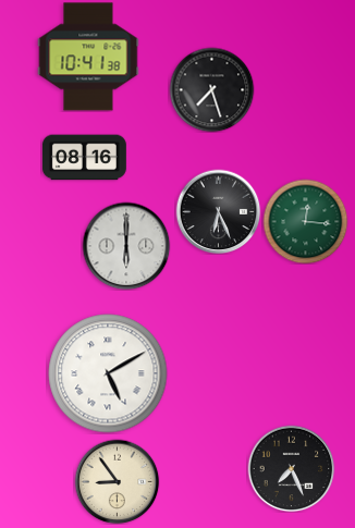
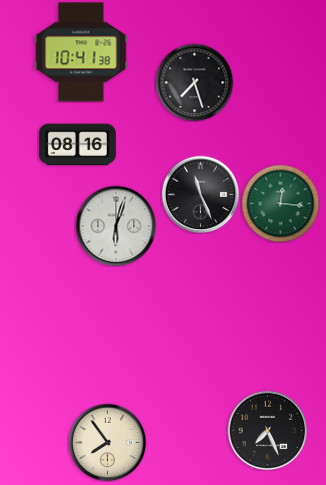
clock at (218, 211): 6:26 -> 11:26
clock at (126, 246): 6:00 -> 6:03
clock at (108, 373): 5:10 -> none
clock at (117, 481): 8:54 -> 7:54
